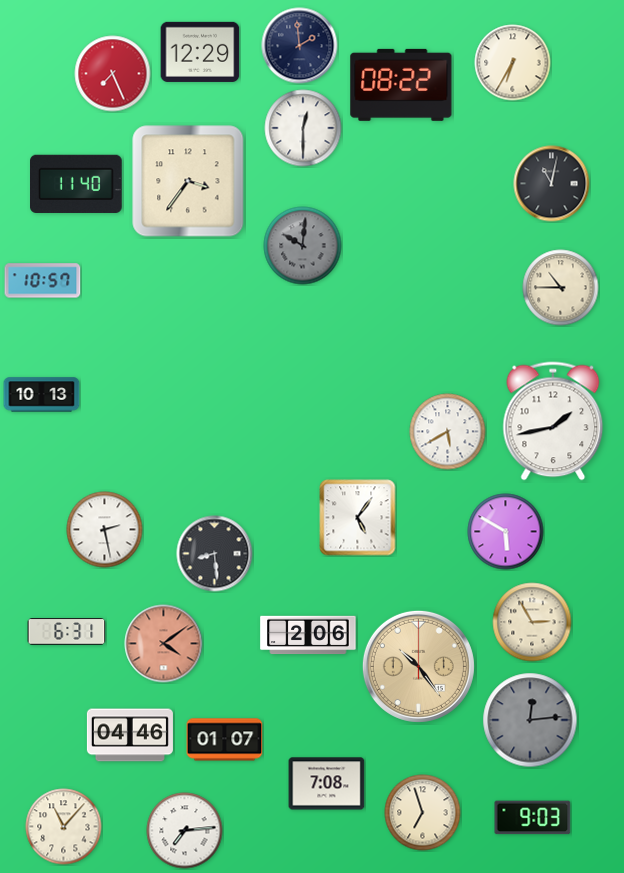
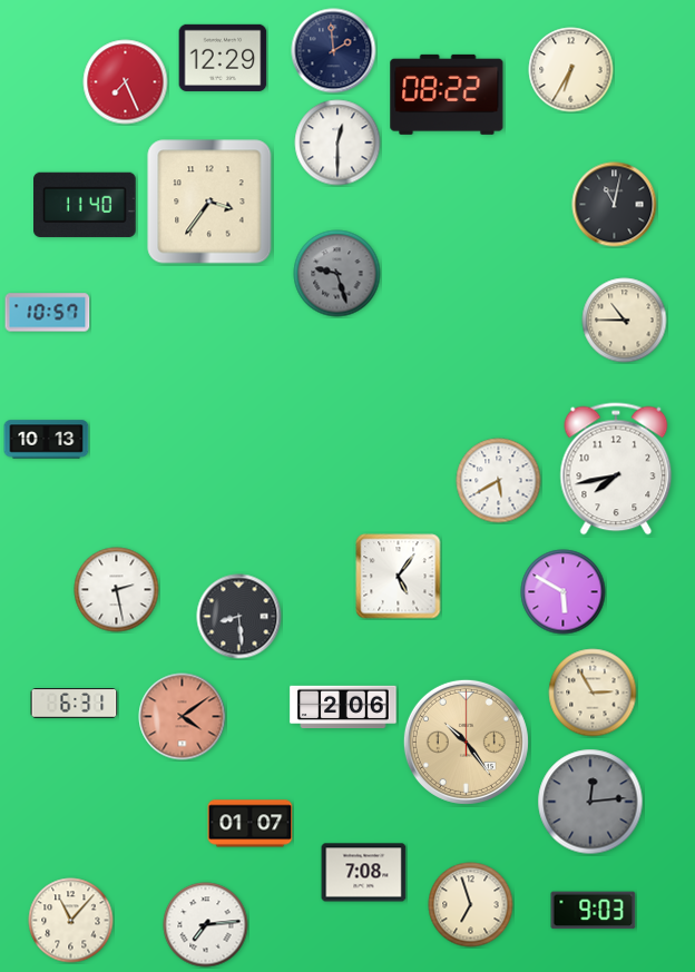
clock at (303, 246): 10:01 -> 9:27
clock at (553, 421): 1:43 -> 7:43
clock at (130, 735): 04:46 -> none
